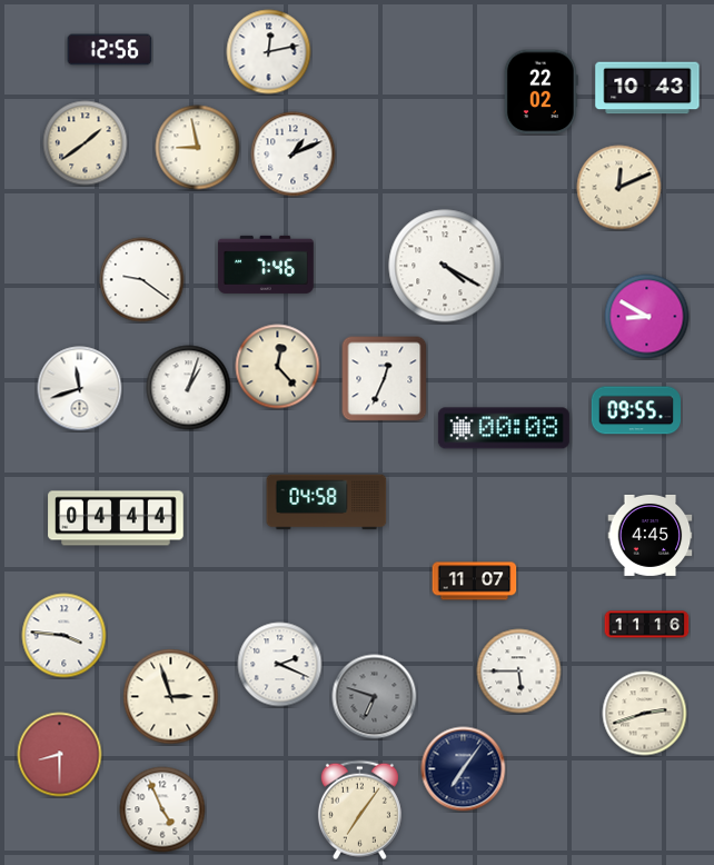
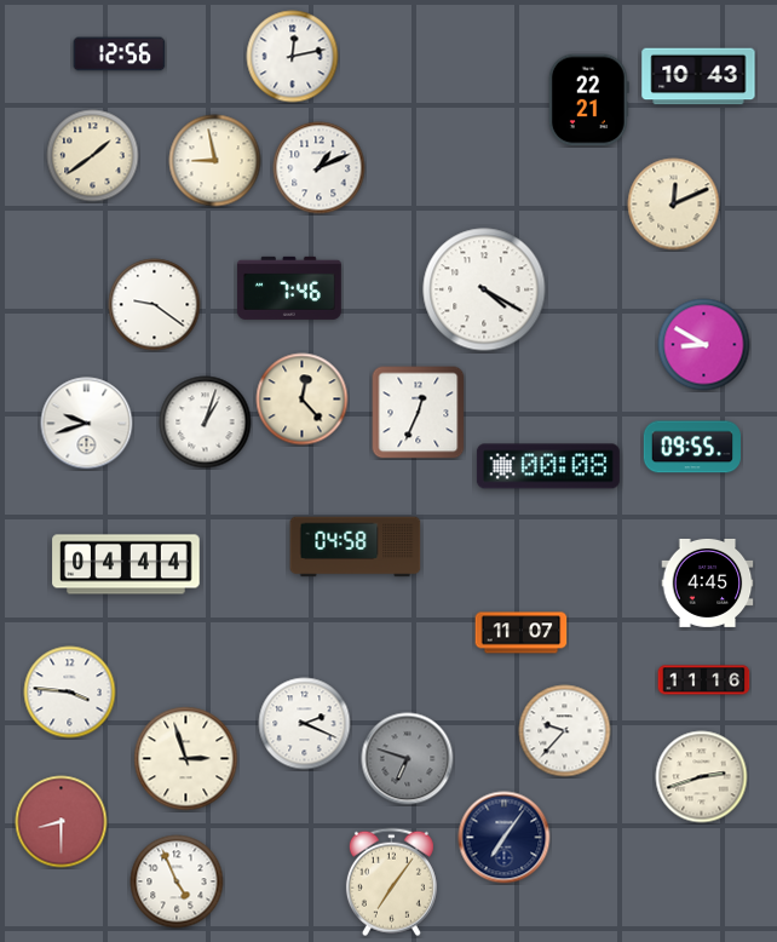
clock at (647, 88) position: (647, 88) -> (698, 76)
clock at (541, 92): 22:02 -> 22:21
clock at (80, 389): 11:42 -> 9:42
clock at (475, 581) position: (475, 581) -> (522, 633)
clock at (519, 672): 5:45 -> 9:37
clock at (60, 755) position: (60, 755) -> (62, 822)
